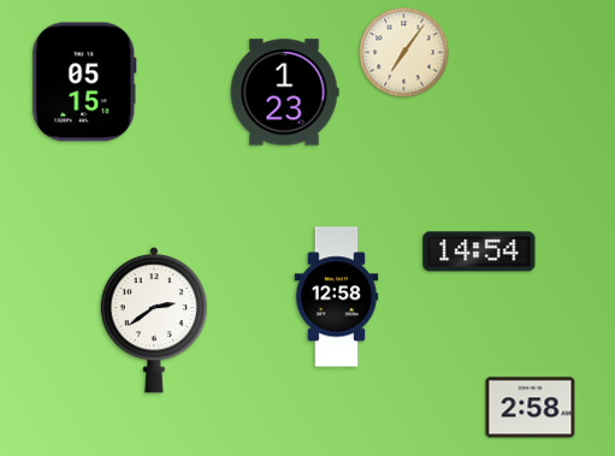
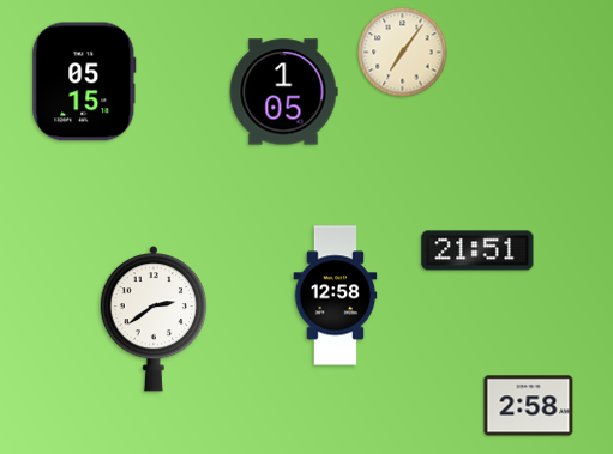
clock at (284, 93): 1:23 -> 1:05
clock at (479, 251): 14:54 -> 21:51
